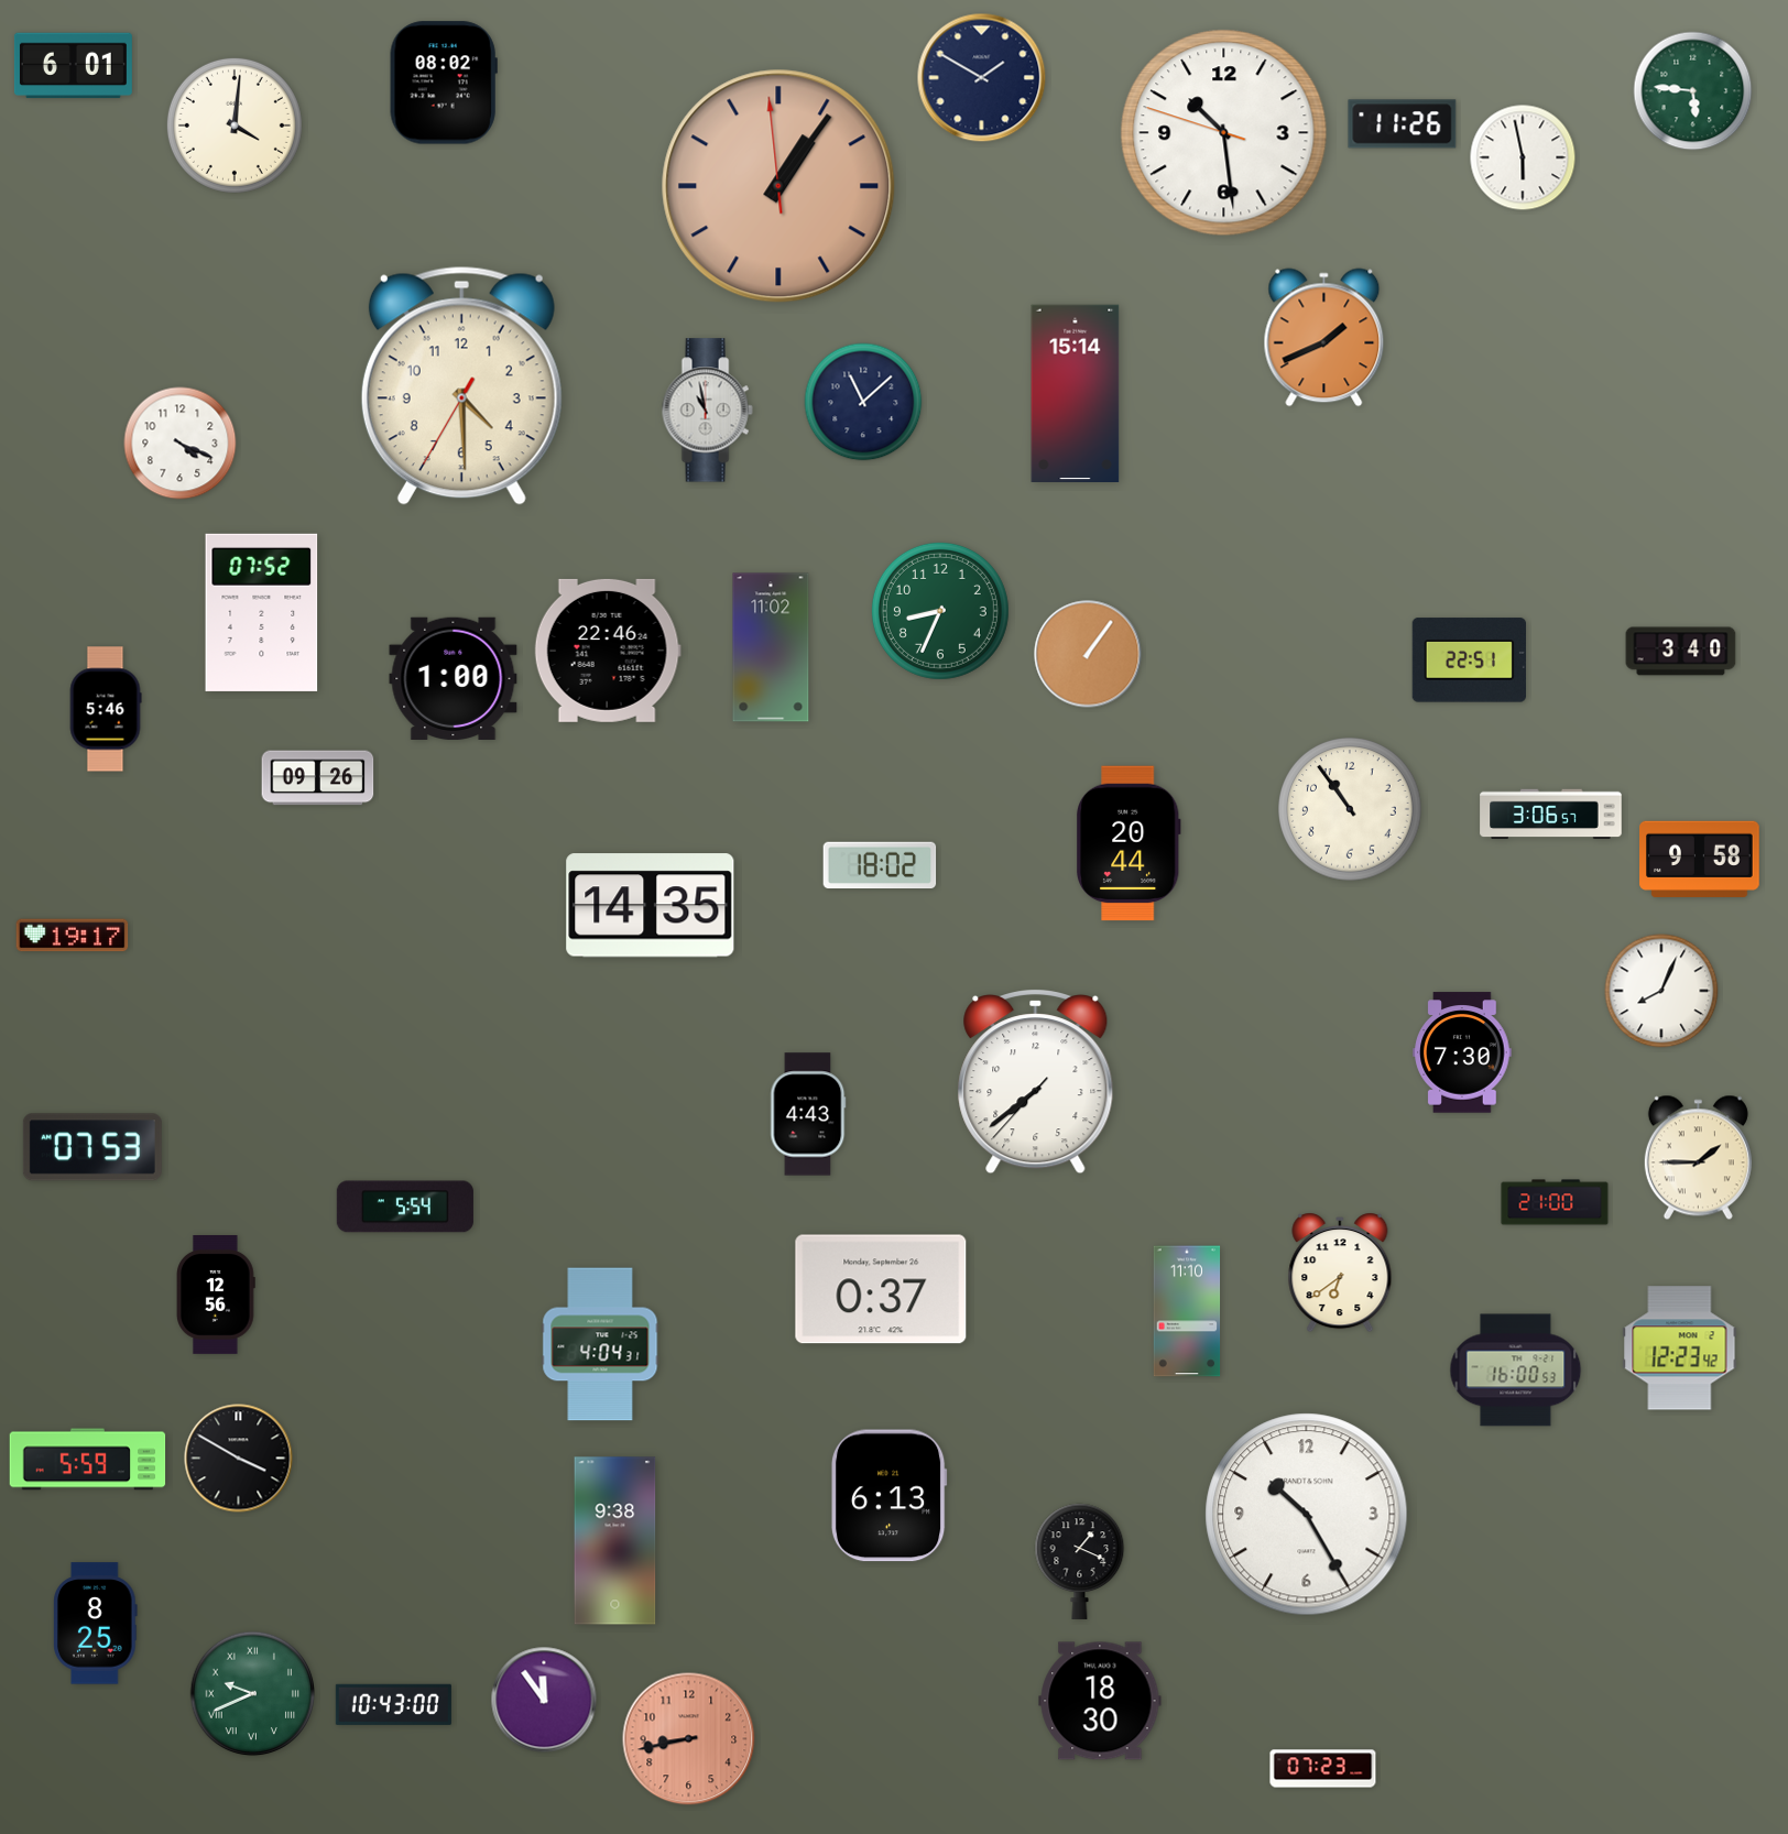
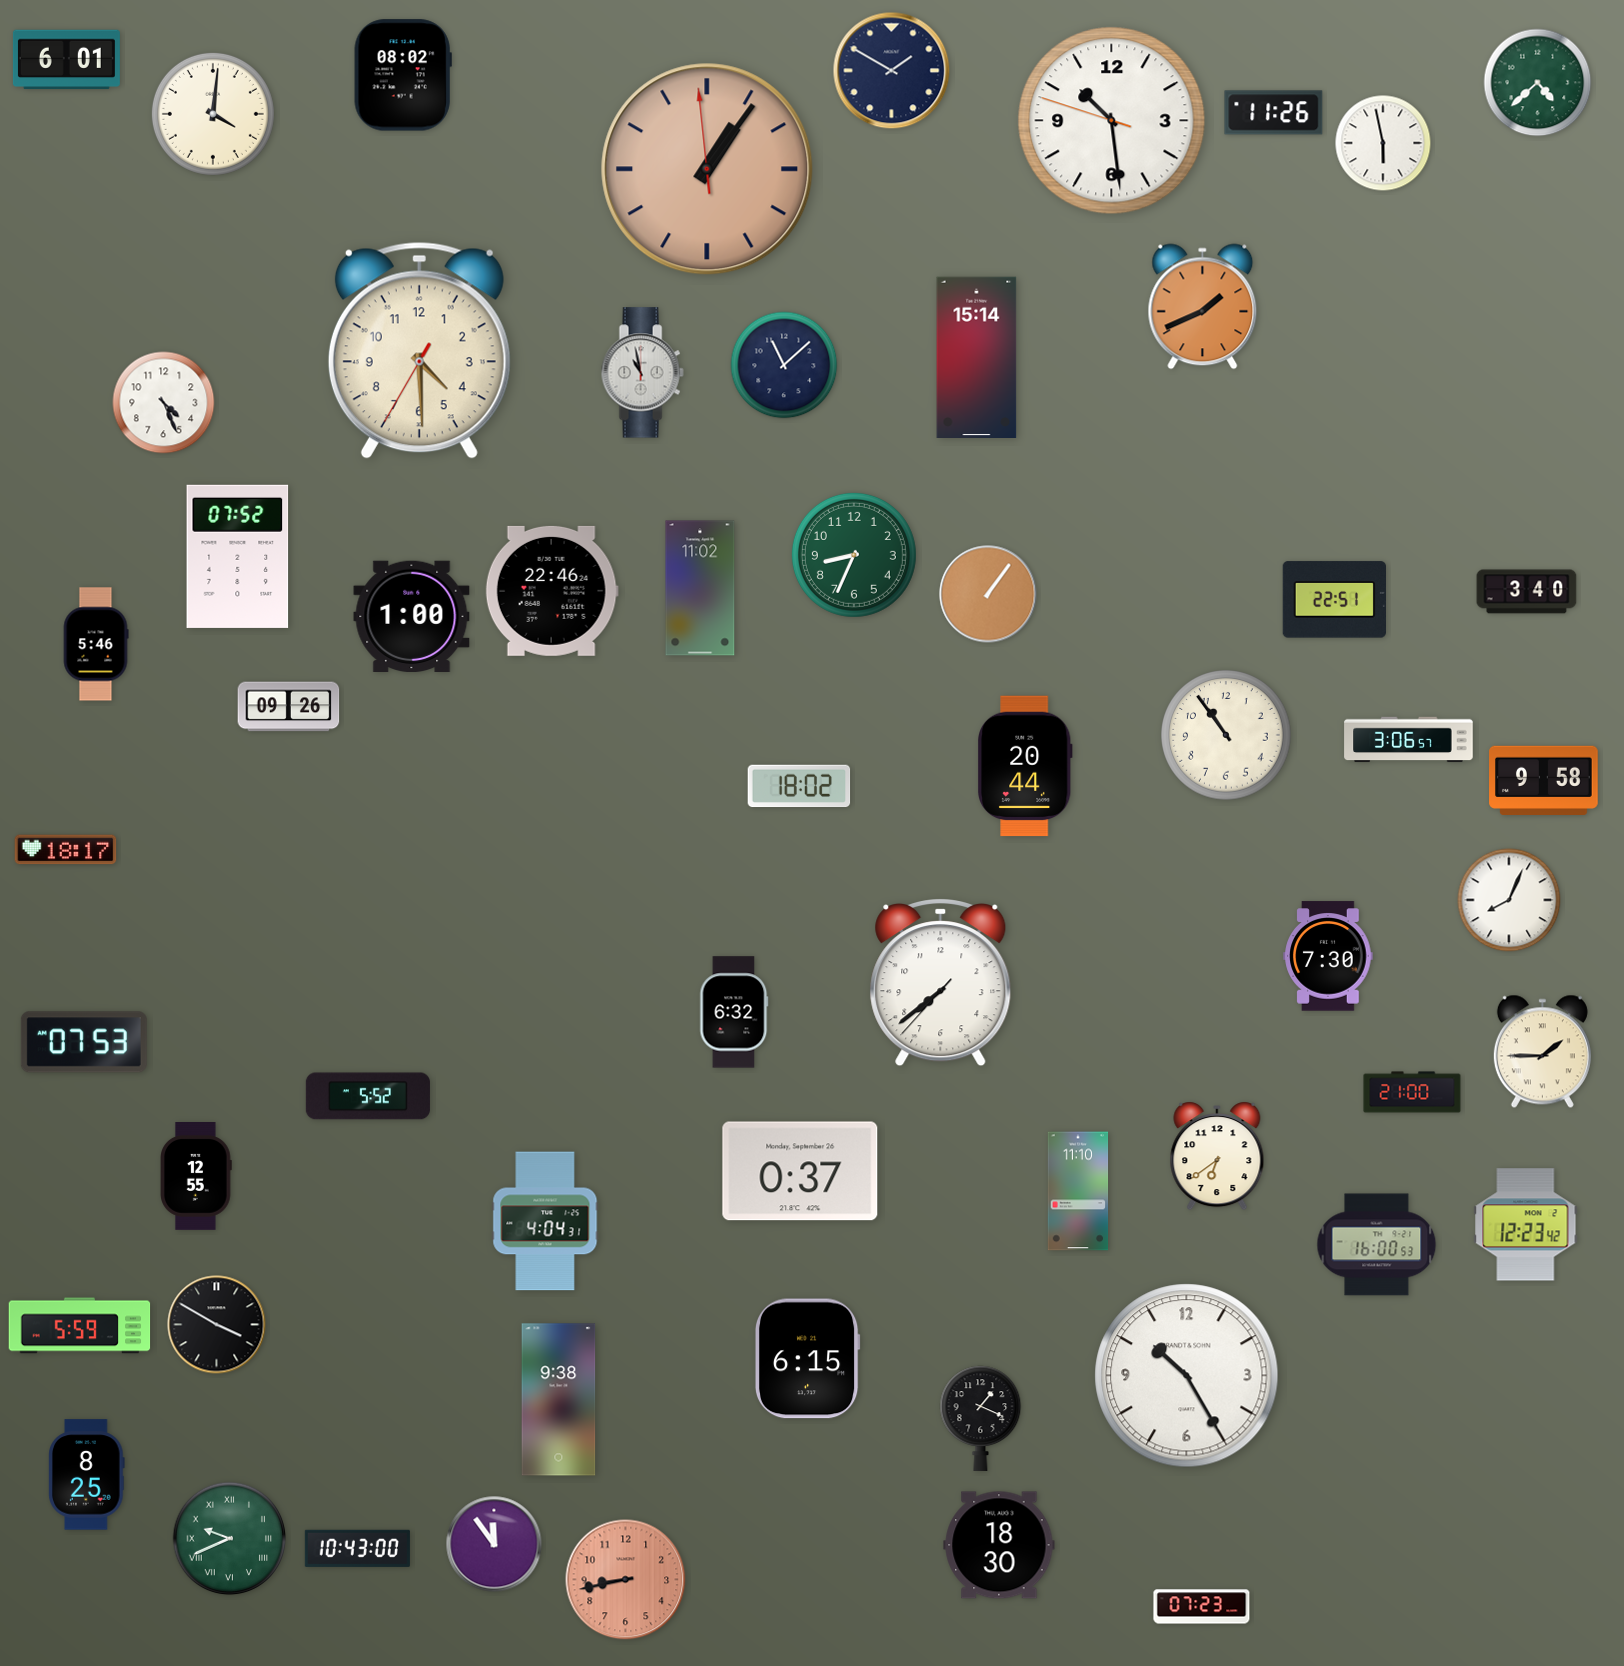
clock at (1693, 91): 5:46 -> 4:38
clock at (181, 444): 4:19 -> 4:26
clock at (651, 906): 14:35 -> none
clock at (73, 936): 19:17 -> 18:17
clock at (808, 1114): 4:43 -> 6:32
clock at (405, 1207): 5:54 -> 5:52
clock at (217, 1296): 12:56 -> 12:55
clock at (888, 1496): 6:13 -> 6:15
